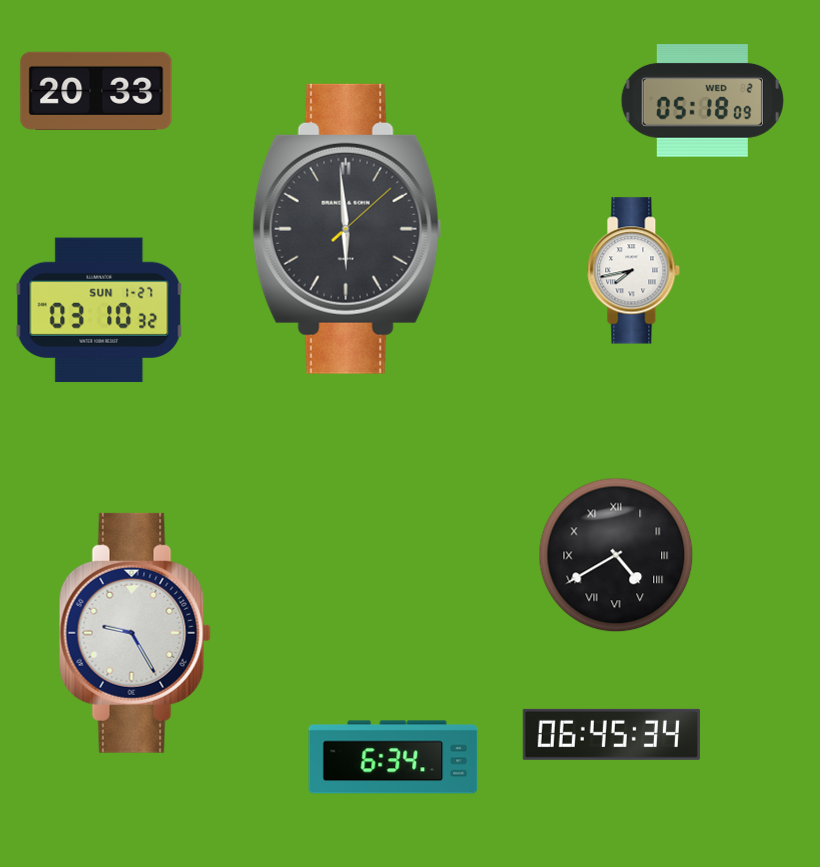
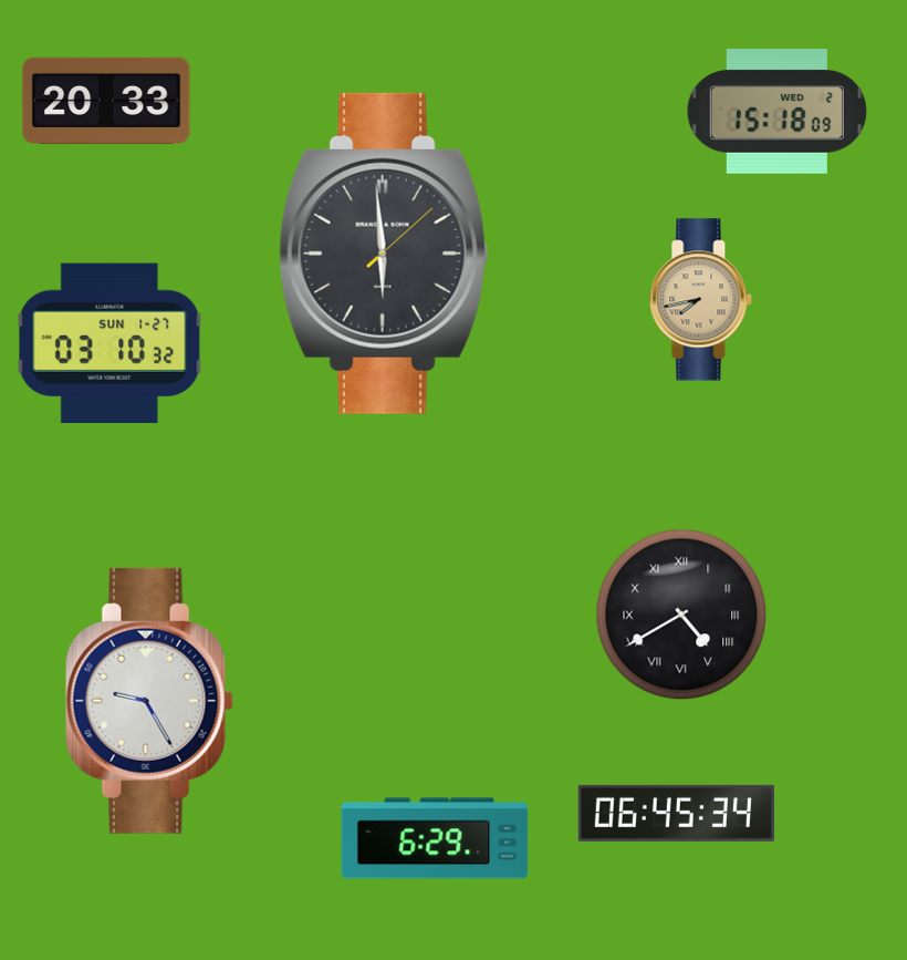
clock at (702, 101): 05:18 -> 15:18
clock at (634, 271) dial: white -> champagne
clock at (393, 757): 6:34 -> 6:29
